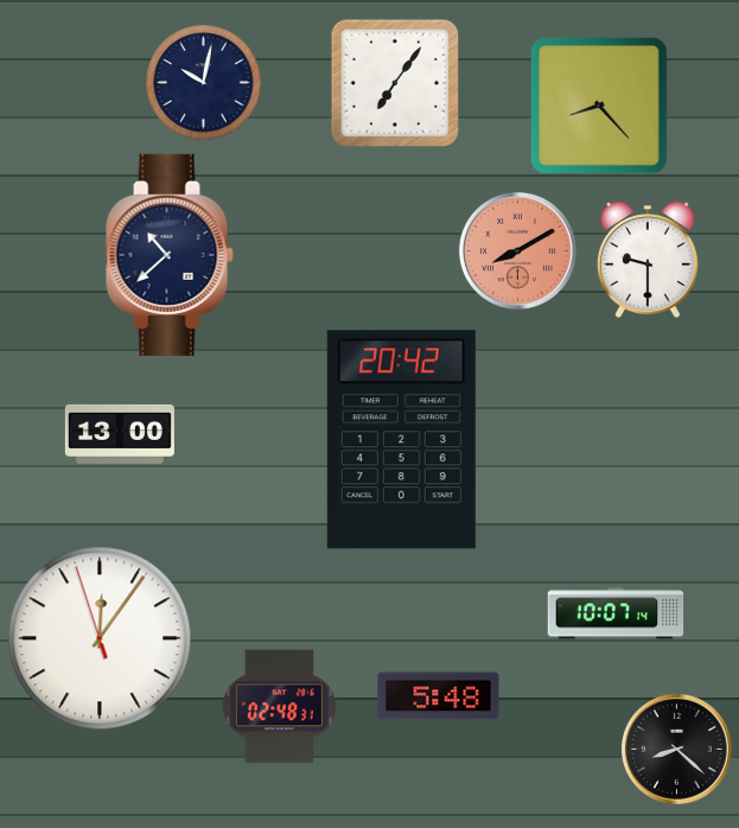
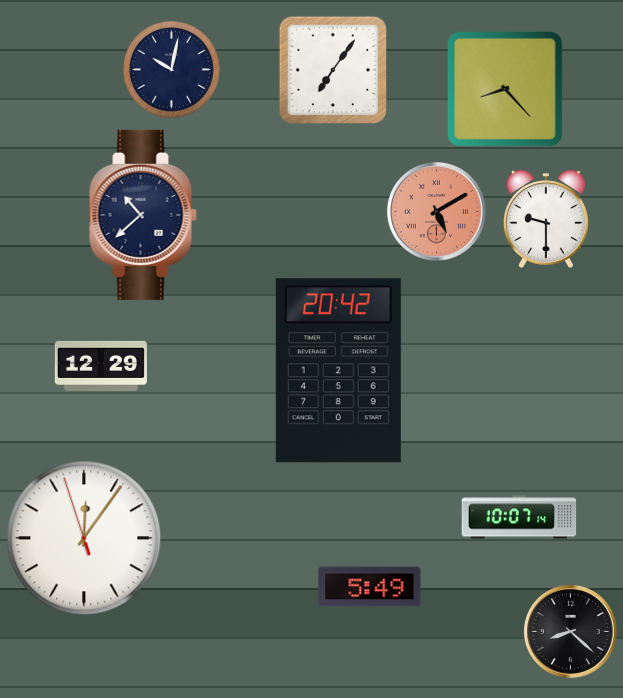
clock at (517, 250): 8:10 -> 5:10
clock at (120, 434): 13:00 -> 12:29
clock at (439, 696): 5:48 -> 5:49
clock at (279, 707): 02:48 -> none
